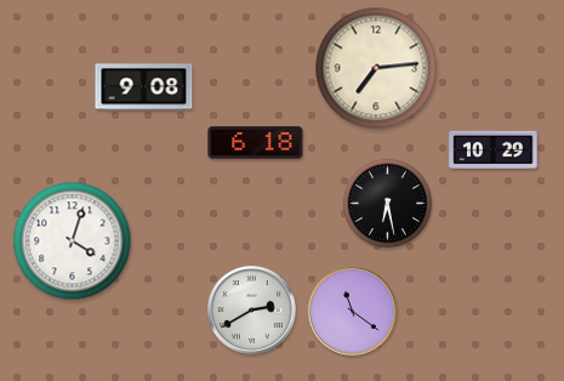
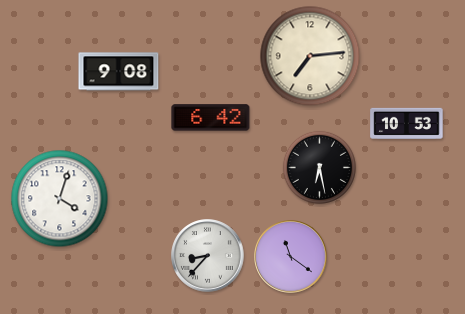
clock at (256, 143): 6:18 -> 6:42
clock at (494, 149): 10:29 -> 10:53
clock at (252, 311): 2:40 -> 8:37
